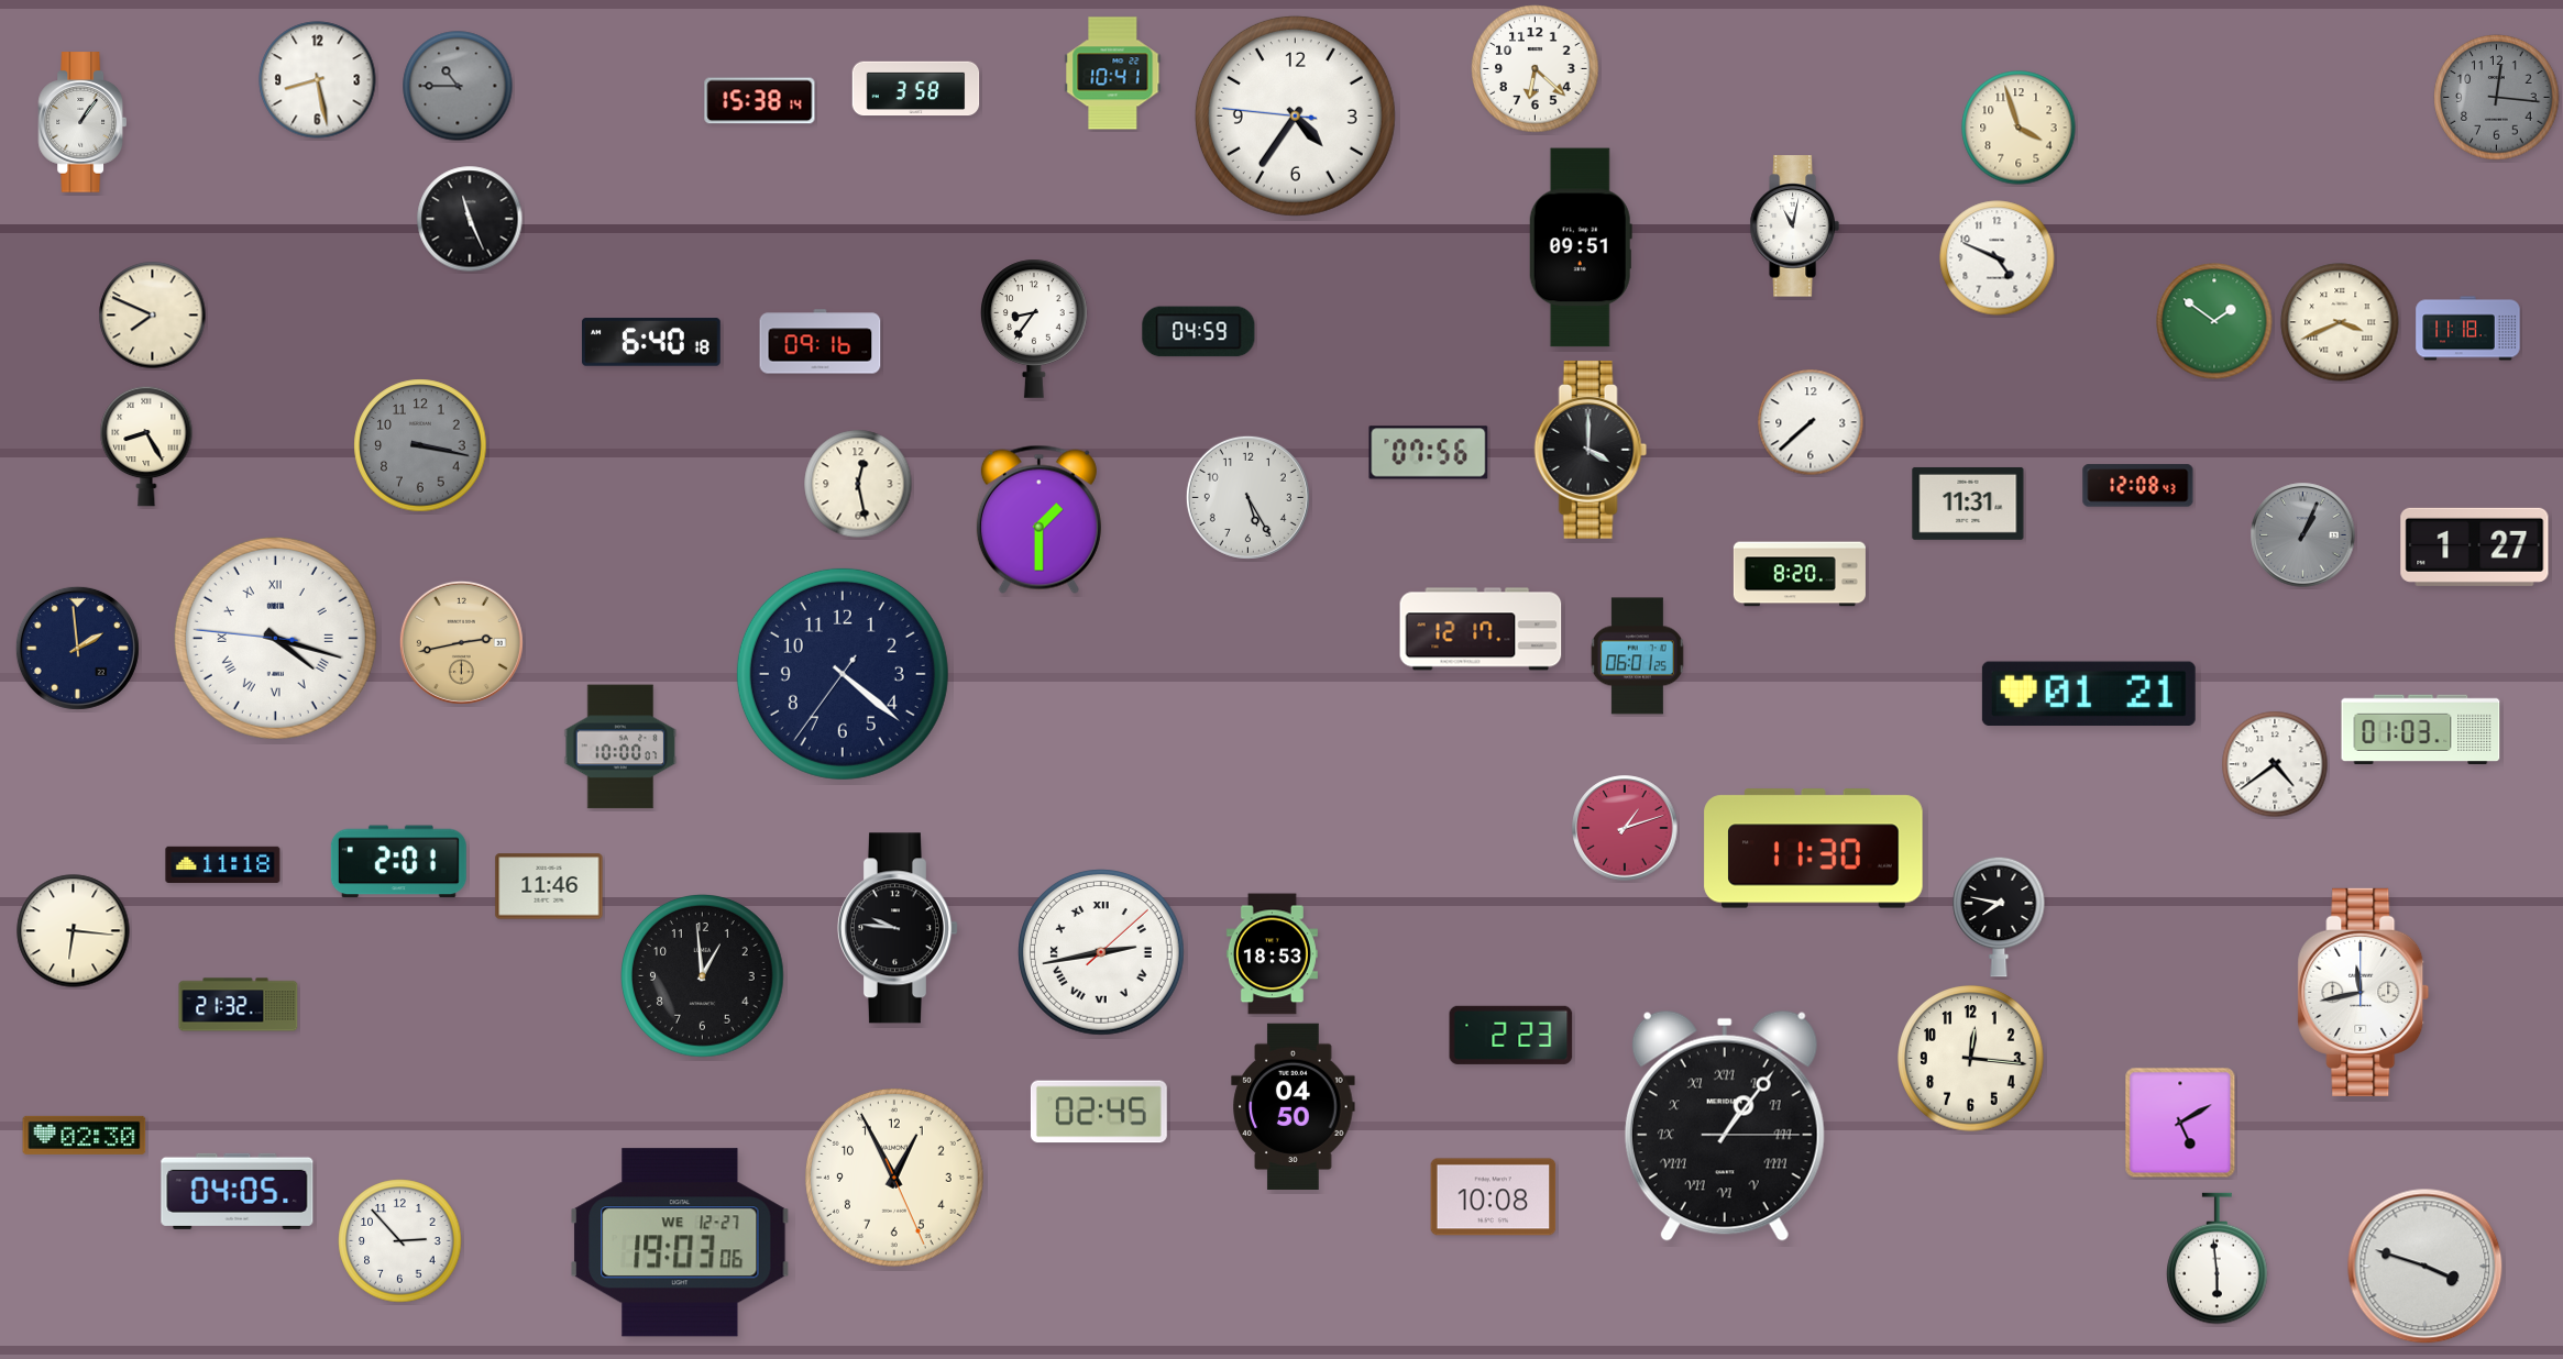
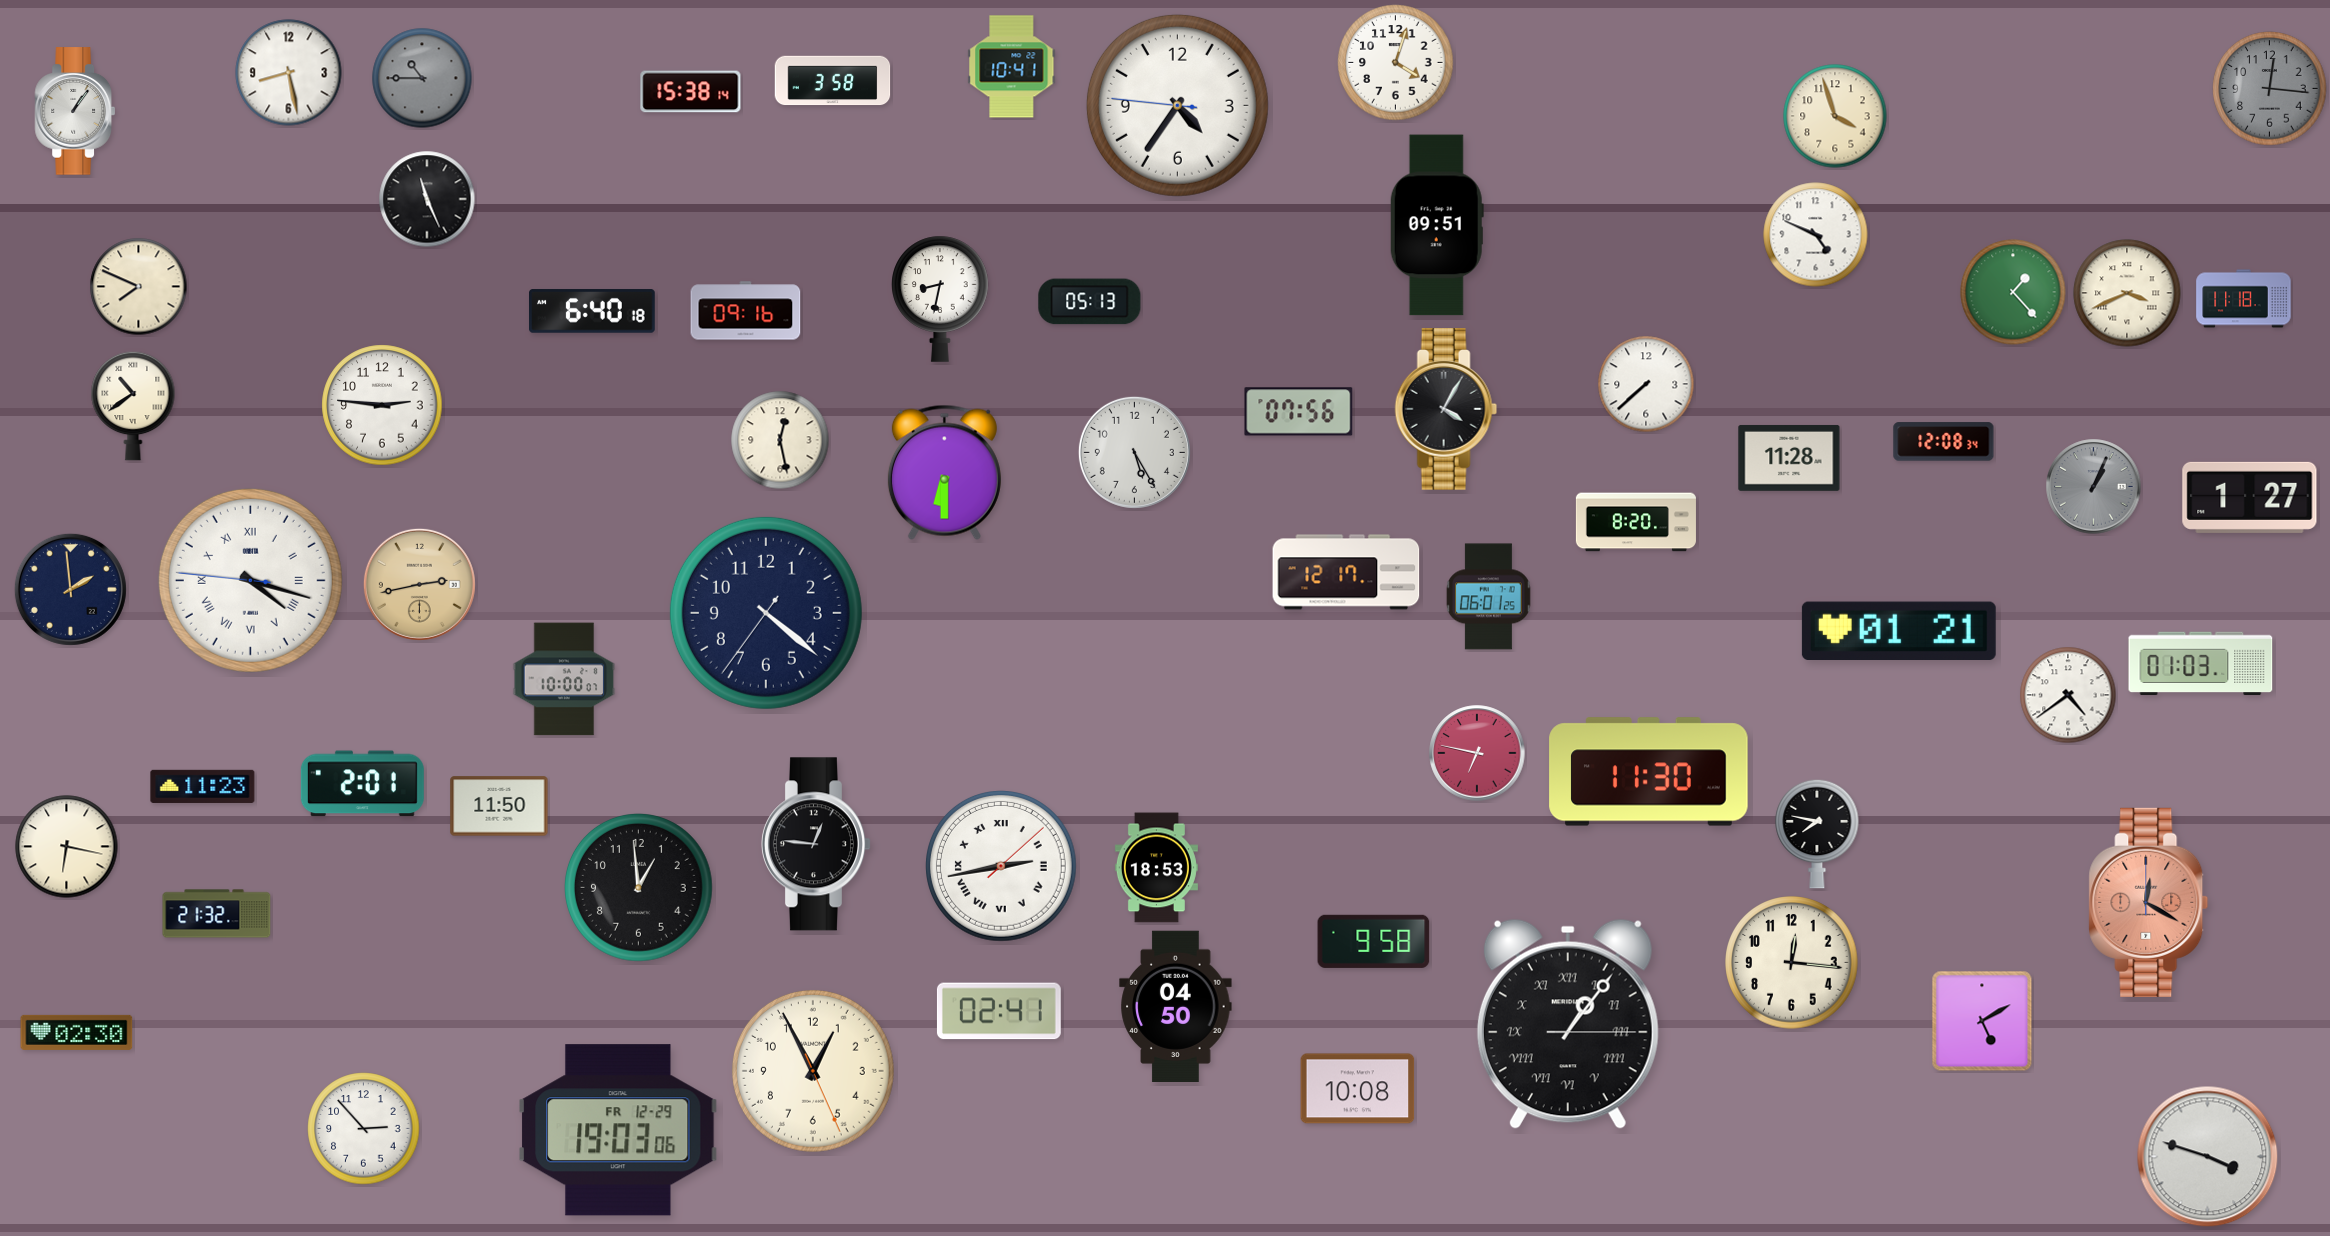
clock at (1536, 69): 6:22 -> 4:03
clock at (458, 86) position: (458, 86) -> (422, 78)
clock at (1794, 226): 11:02 -> none
clock at (2214, 321): 1:51 -> 1:23
clock at (1034, 329): 8:36 -> 8:32
clock at (1199, 332): 04:59 -> 05:13
clock at (420, 445): 3:17 -> 2:46
clock at (420, 445) dial: grey -> white
clock at (146, 446): 8:25 -> 10:39
clock at (1591, 451): 4:00 -> 4:05
clock at (2138, 486): 12:08:43 -> 12:08:34
clock at (1968, 504): 11:31 -> 11:28
clock at (1038, 519): 1:30 -> 6:30
clock at (1625, 828): 1:12 -> 6:47
clock at (223, 864): 11:18 -> 11:23
clock at (549, 886): 11:46 -> 11:50
clock at (898, 928): 9:46 -> 12:46
clock at (74, 931): 6:16 -> 6:17
clock at (2364, 992): 11:43 -> 12:20
clock at (2364, 992) dial: white -> salmon
clock at (1511, 1035): 2:23 -> 9:58
clock at (1099, 1112): 02:45 -> 02:41
clock at (238, 1191): 04:05 -> none
clock at (681, 1242) date: WE 12-27 -> FR 12-29
clock at (2218, 1259): 5:59 -> none
clock at (2425, 1267) position: (2425, 1267) -> (2208, 1157)
